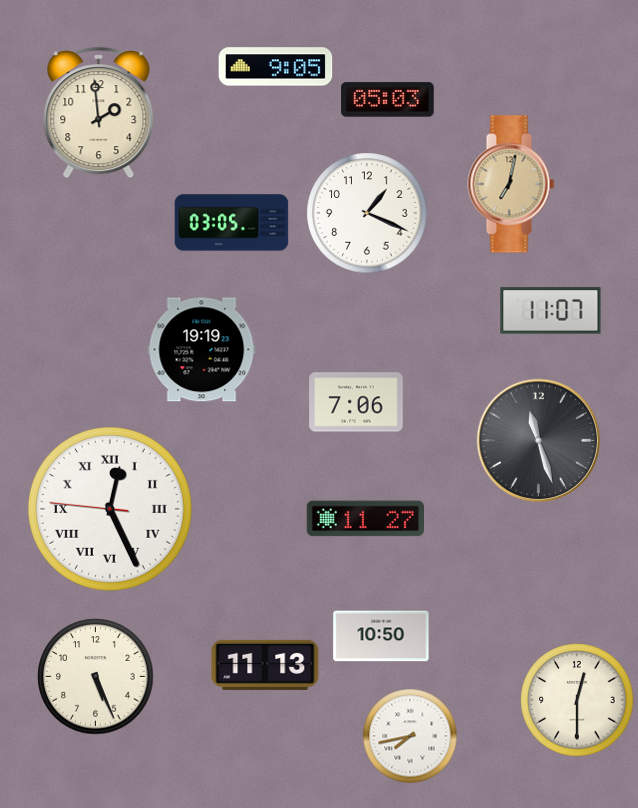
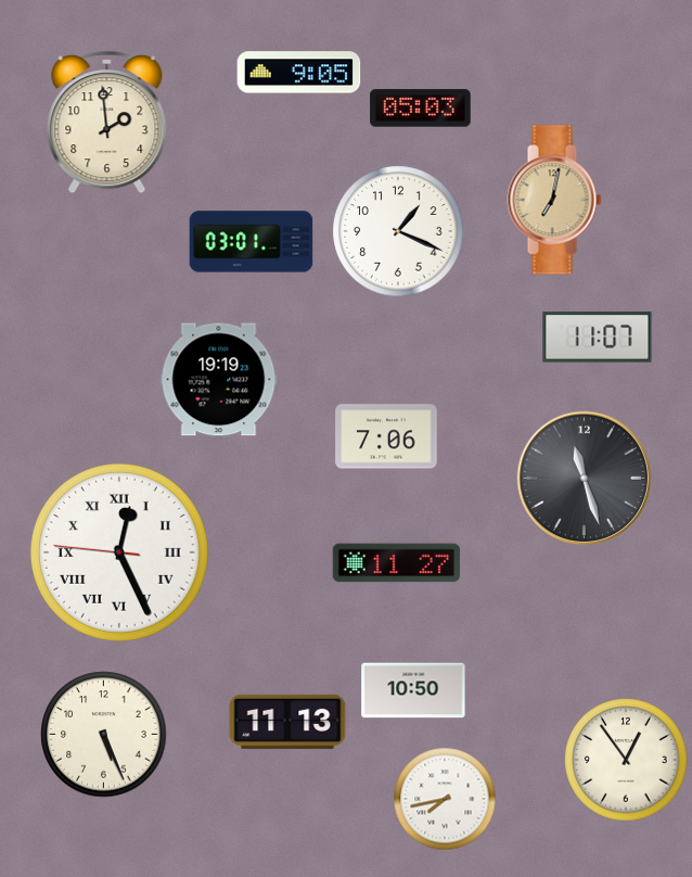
clock at (232, 223): 03:05 -> 03:01
clock at (577, 700): 12:30 -> 12:54
